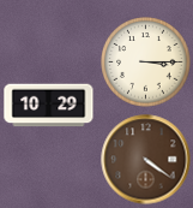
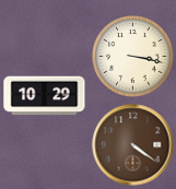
clock at (146, 63): 3:15 -> 3:17
